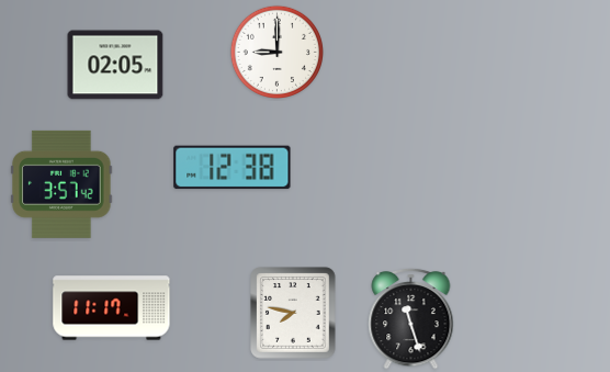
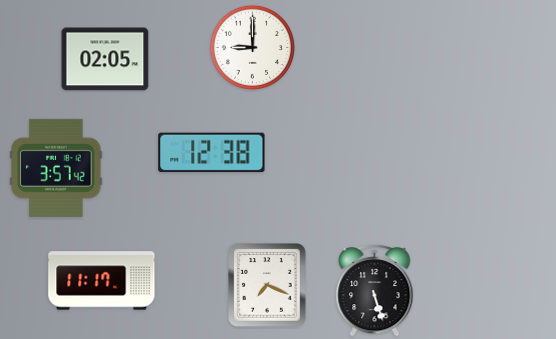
clock at (293, 313): 7:47 -> 7:19
clock at (411, 318): 11:27 -> 5:27
